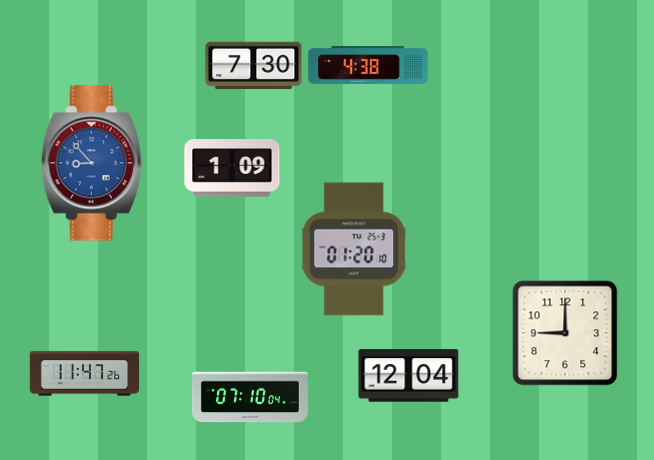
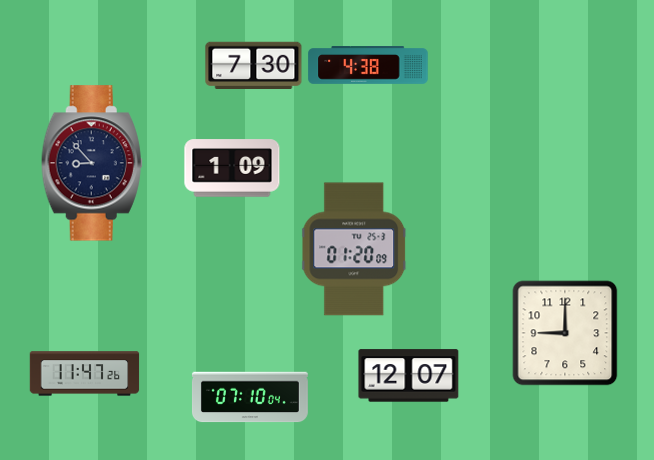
clock at (92, 163) dial: blue -> navy
clock at (355, 249): 01:20:10 -> 01:20:09
clock at (409, 376): 12:04 -> 12:07
